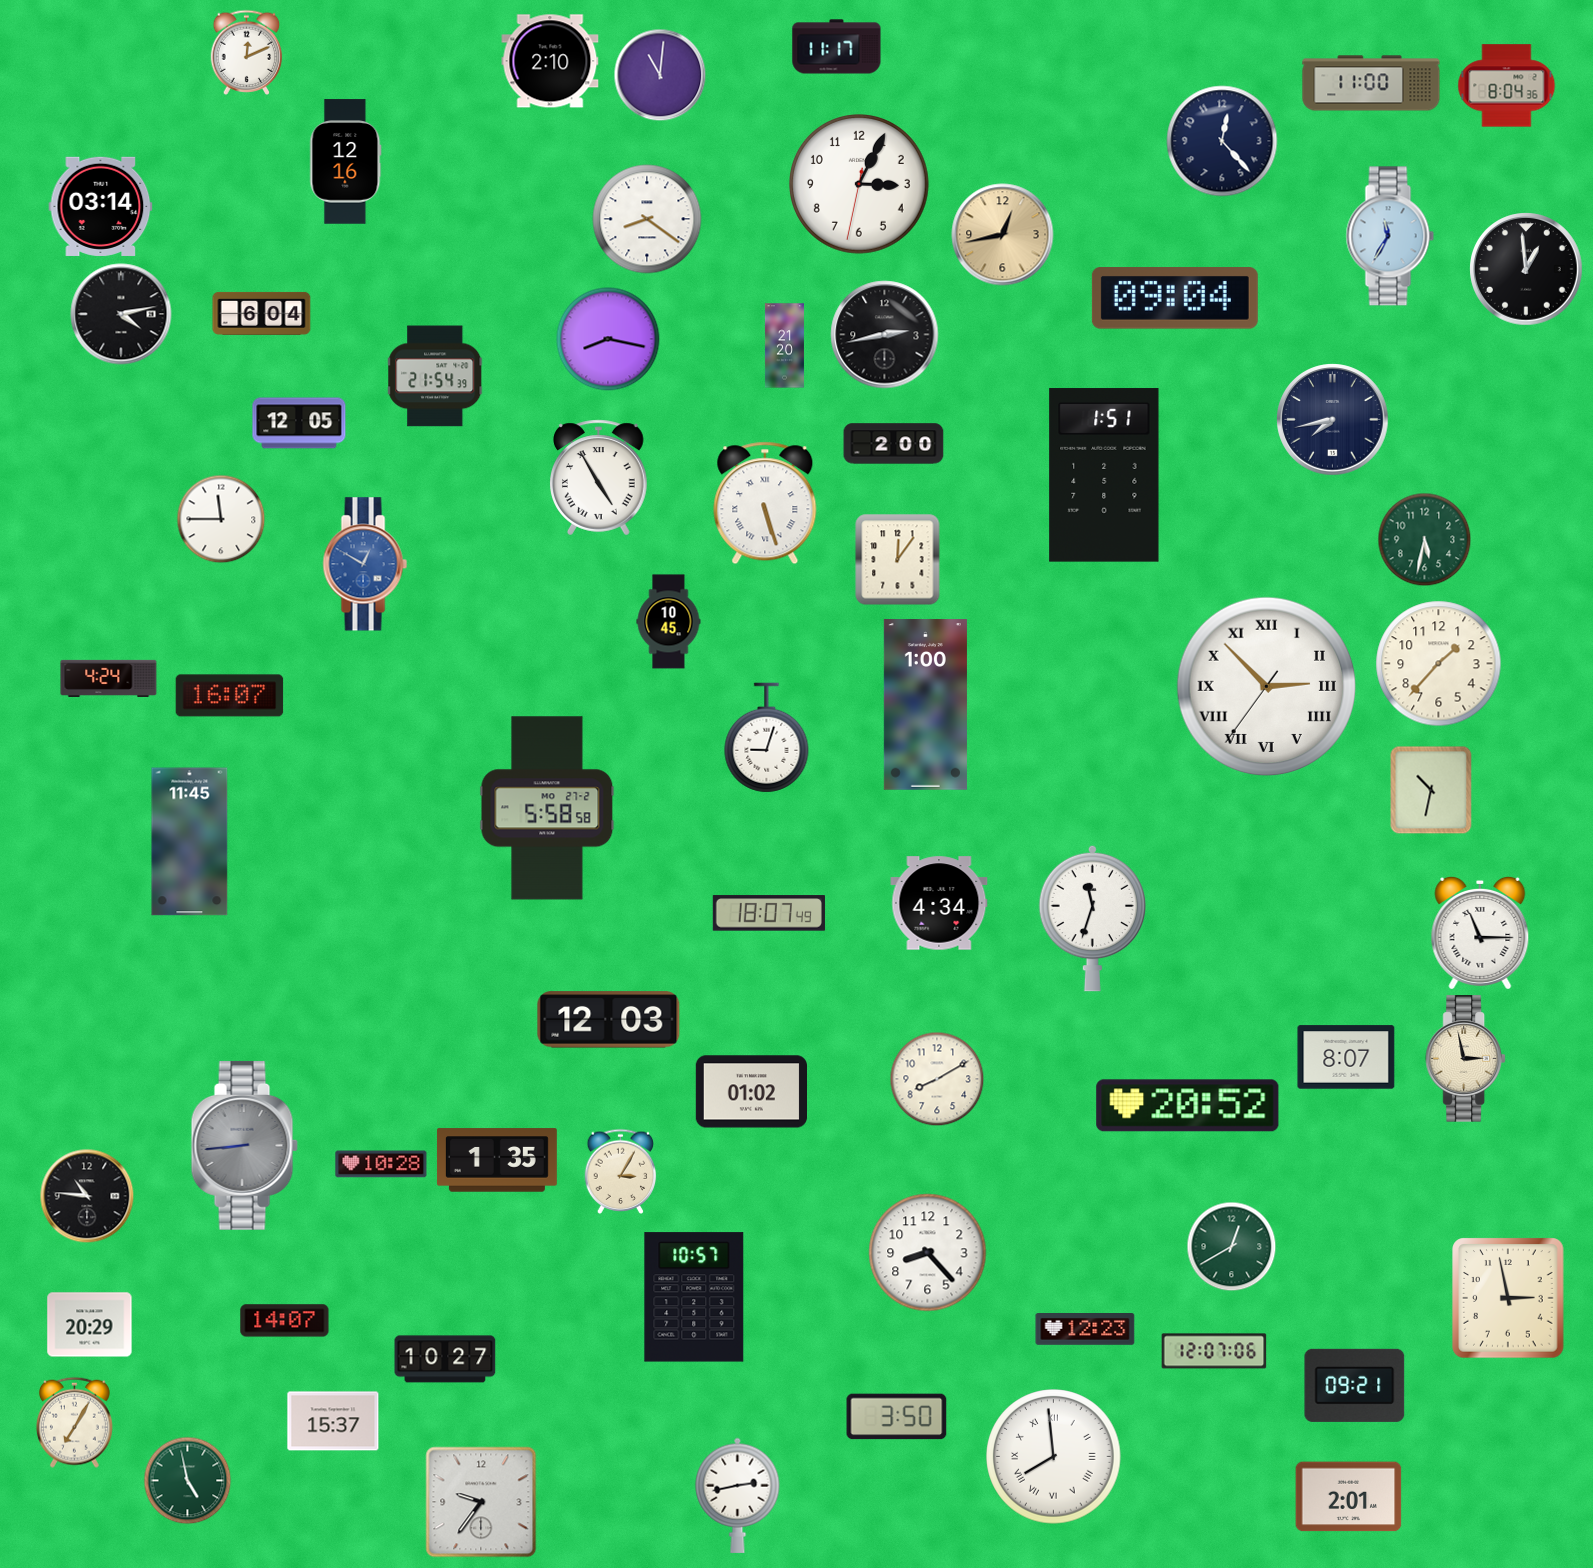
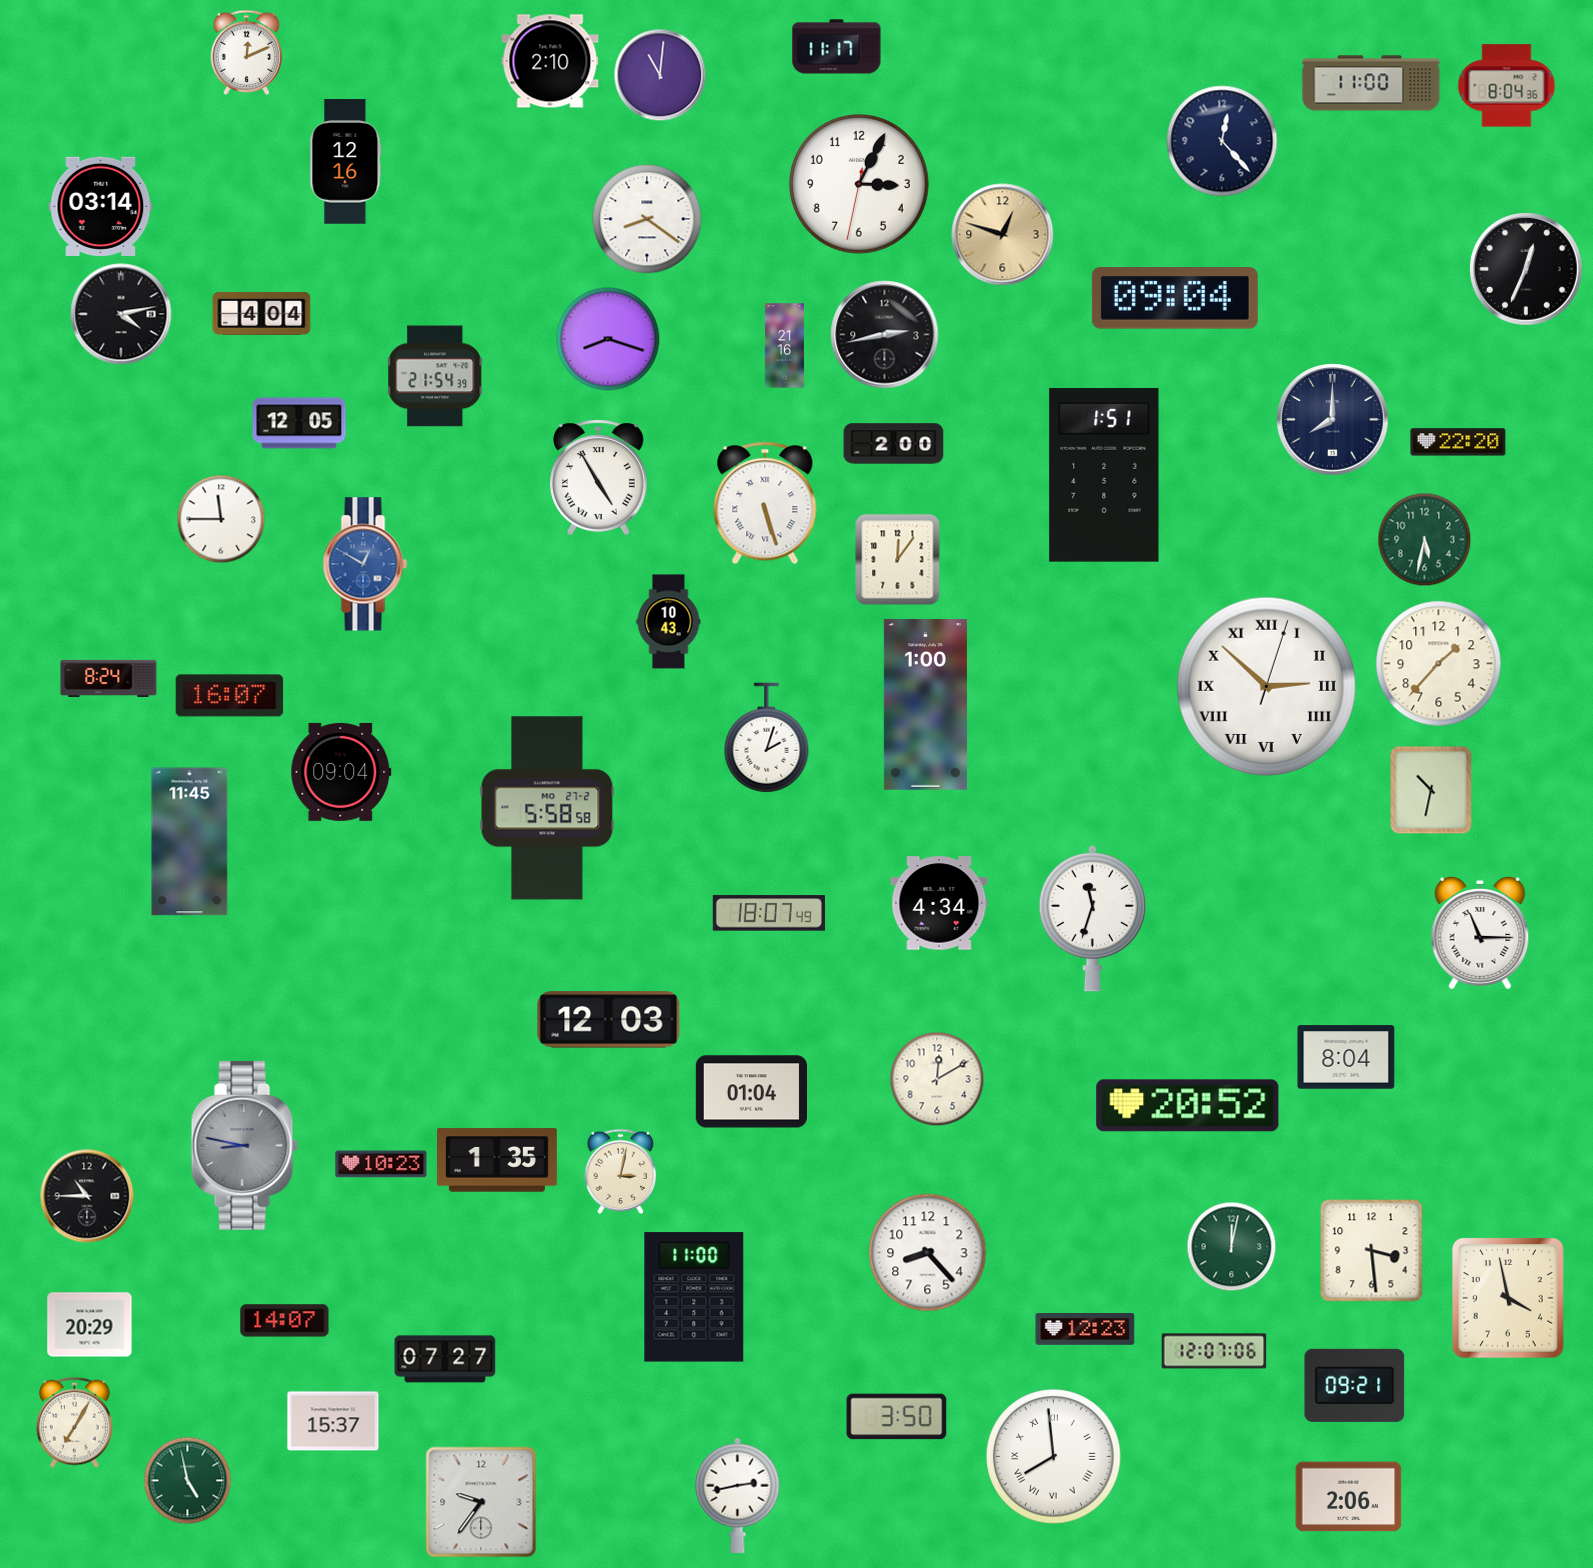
clock at (1003, 235): 12:43 -> 12:48
clock at (1390, 236): 11:35 -> none
clock at (1526, 269): 12:59 -> 12:34
clock at (262, 313): 6:04 -> 4:04
clock at (608, 339): 8:17 -> 8:18
clock at (784, 346): 21:20 -> 21:16
clock at (1333, 420): 7:43 -> 8:00
clock at (1458, 442): none -> 22:20
clock at (669, 622): 10:45 -> 10:43
clock at (109, 678): 4:24 -> 8:24
clock at (1267, 687): 2:52:36 -> 2:52:03
clock at (767, 738): 9:03 -> 2:03
clock at (341, 772): none -> 09:04
clock at (1346, 1057): 8:07 -> 8:04
clock at (1465, 1059): 2:58 -> none
clock at (937, 1079): 8:10 -> 12:10
clock at (751, 1092): 01:02 -> 01:04
clock at (244, 1145): 8:44 -> 8:47
clock at (381, 1164): 10:28 -> 10:23
clock at (621, 1171): 3:05 -> 3:02
clock at (87, 1196): 10:46 -> 10:45
clock at (1231, 1246): 12:40 -> 12:02
clock at (1372, 1251): none -> 3:29
clock at (694, 1297): 10:57 -> 11:00
clock at (1508, 1298): 2:58 -> 3:58
clock at (445, 1359): 10:27 -> 07:27
clock at (1349, 1497): 2:01 -> 2:06
